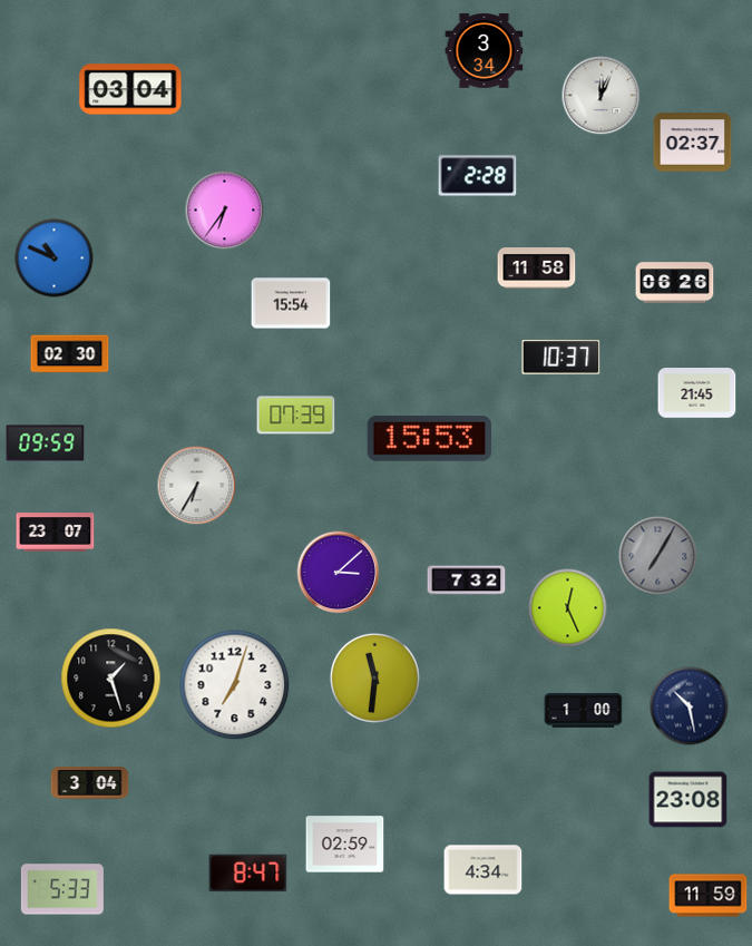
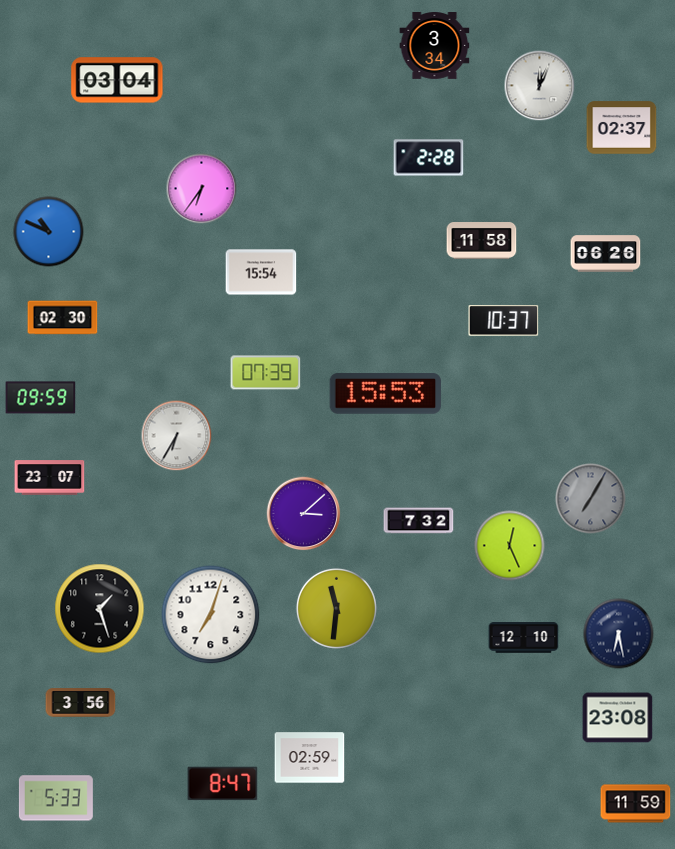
clock at (697, 393): 21:45 -> none
clock at (690, 706): 10:28 -> 6:28
clock at (584, 711): 1:00 -> 12:10
clock at (90, 783): 3:04 -> 3:56
clock at (484, 870): 4:34 -> none
